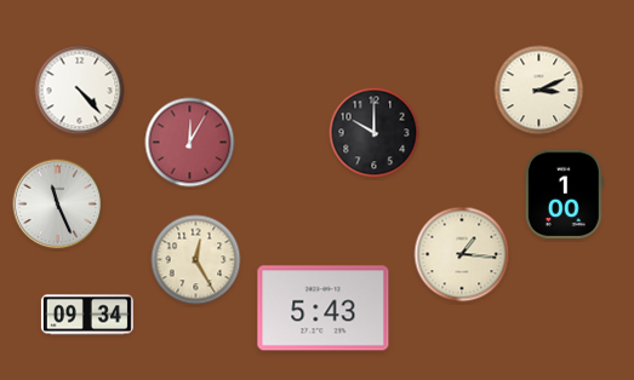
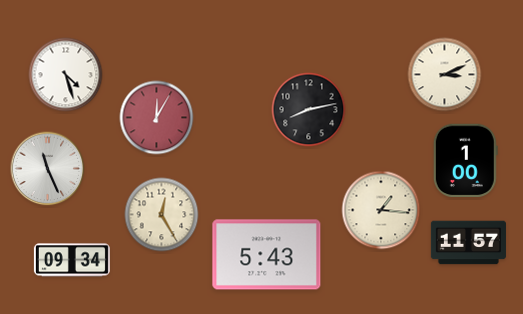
clock at (80, 91): 4:23 -> 4:27
clock at (375, 133): 10:00 -> 8:13
clock at (468, 243): none -> 11:57
